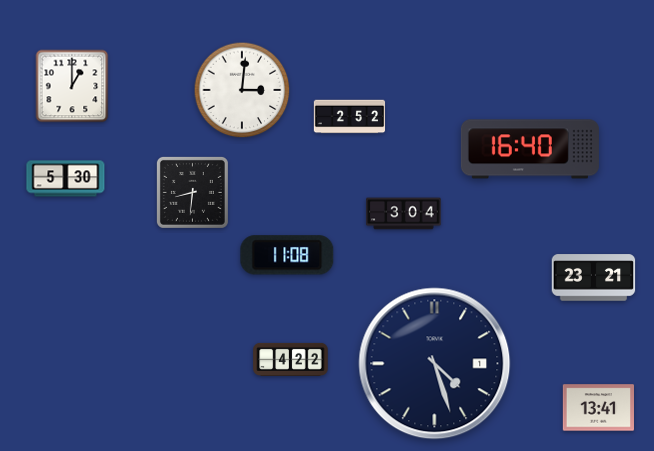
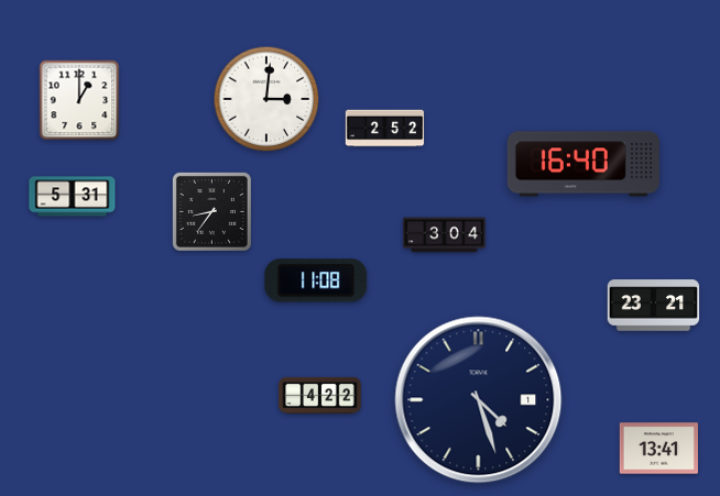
clock at (72, 86) position: (72, 86) -> (79, 100)
clock at (66, 179): 5:30 -> 5:31
clock at (192, 192): 8:31 -> 8:36
